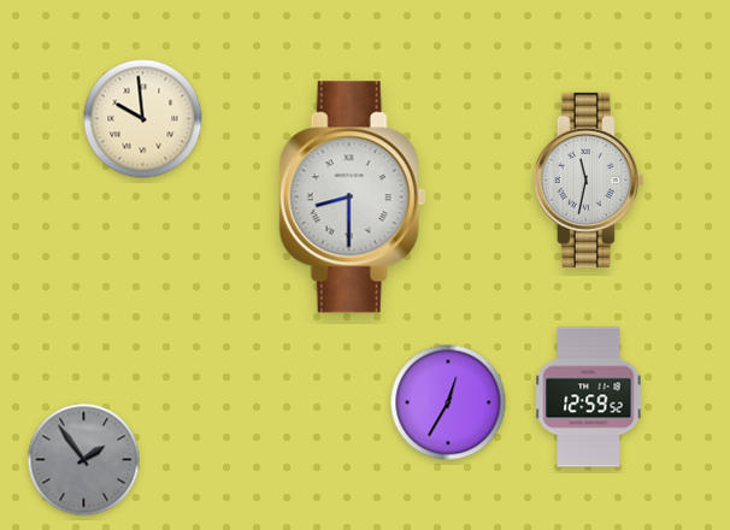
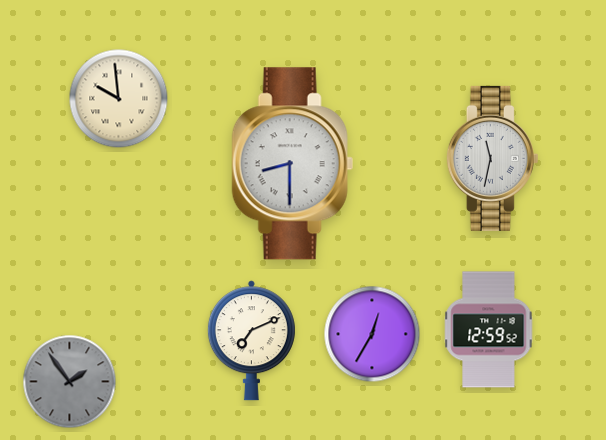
clock at (588, 179) position: (588, 179) -> (492, 158)
clock at (251, 341): none -> 7:11
